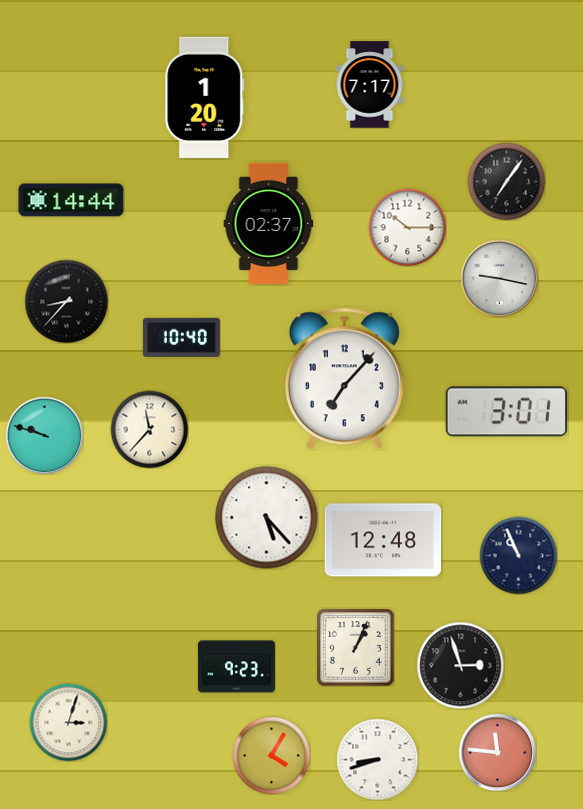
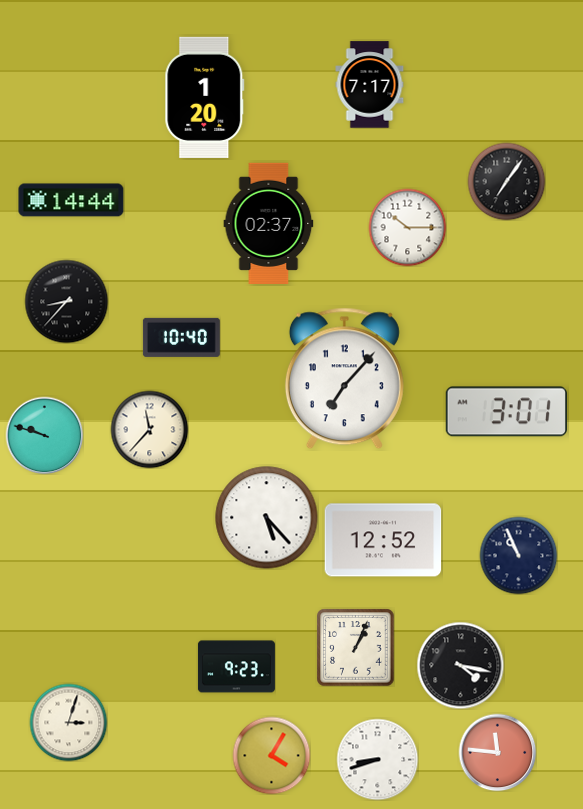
clock at (499, 278): 9:17 -> none
clock at (383, 540): 12:48 -> 12:52
clock at (460, 665): 2:57 -> 4:17
